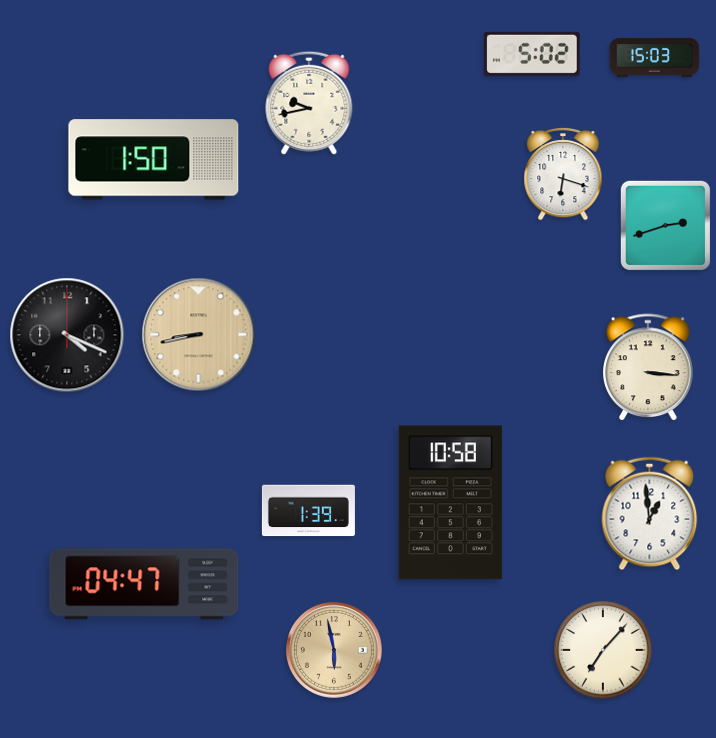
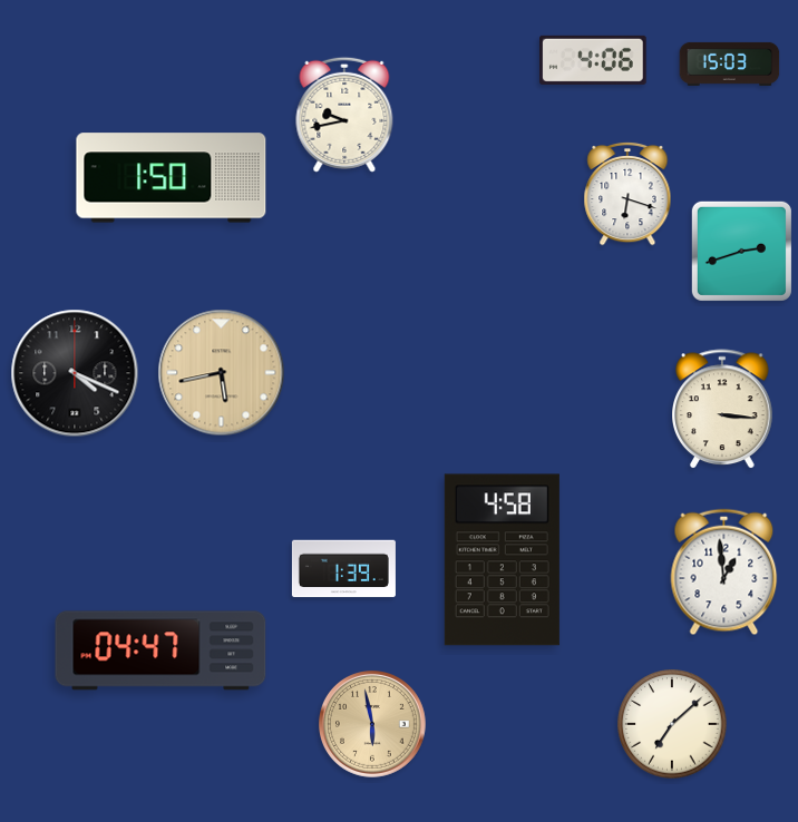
clock at (532, 54): 5:02 -> 4:06
clock at (199, 335): 8:43 -> 5:43
clock at (450, 503): 10:58 -> 4:58
clock at (603, 650): 7:07 -> 7:08
